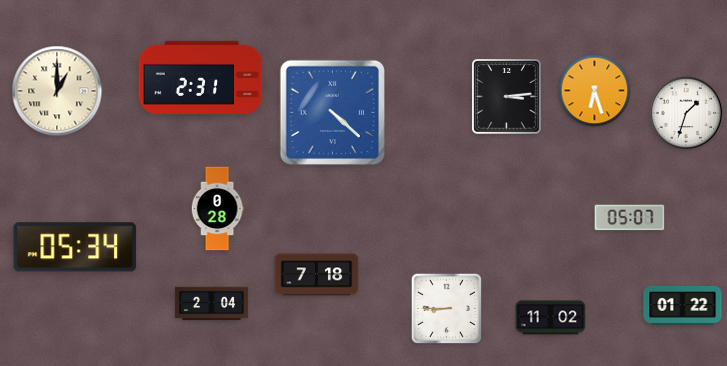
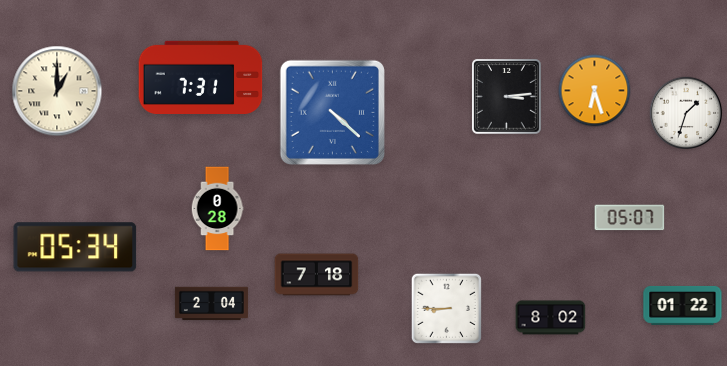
clock at (201, 77): 2:31 -> 7:31
clock at (551, 318): 11:02 -> 8:02
